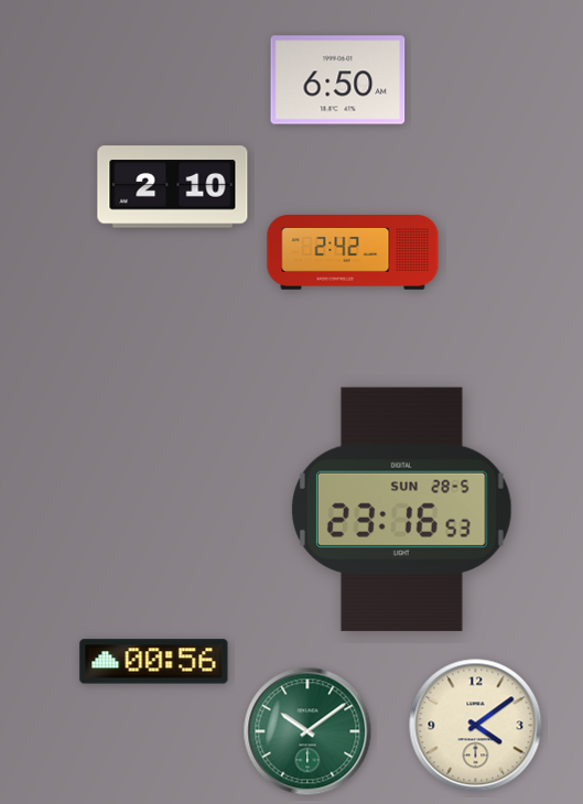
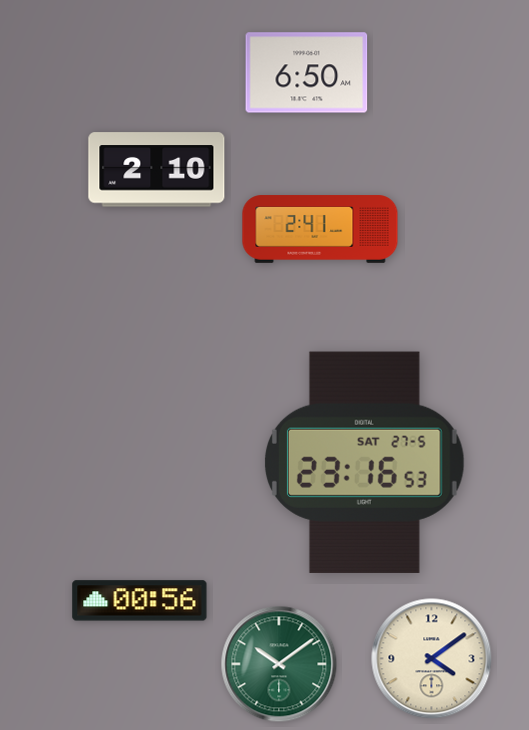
clock at (353, 252): 2:42 -> 2:41
clock at (401, 509) date: SUN 28-5 -> SAT 27-5
